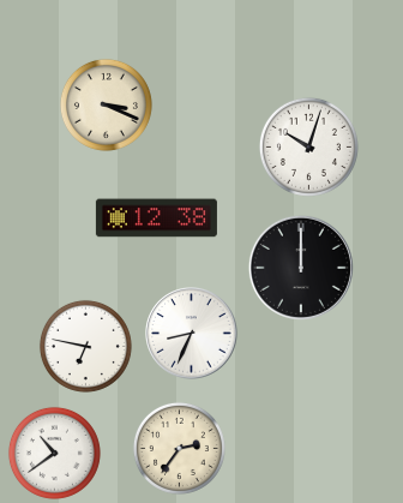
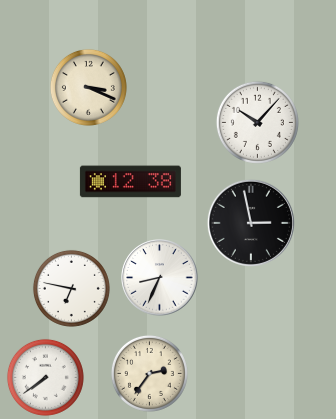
clock at (308, 146): 10:03 -> 10:07
clock at (301, 268): 12:00 -> 2:58
clock at (54, 453): 10:39 -> 7:39
